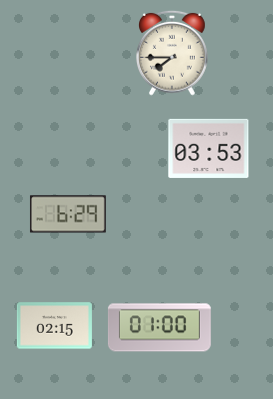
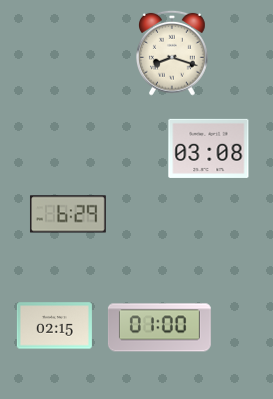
clock at (173, 53): 7:45 -> 8:18
clock at (209, 148): 03:53 -> 03:08
